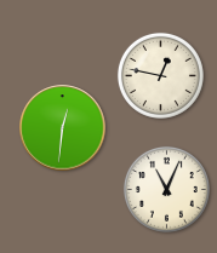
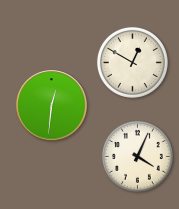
clock at (160, 75): 12:47 -> 12:50
clock at (166, 189): 11:04 -> 4:04
